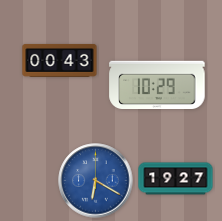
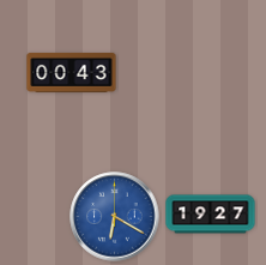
clock at (157, 85): 10:29 -> none
